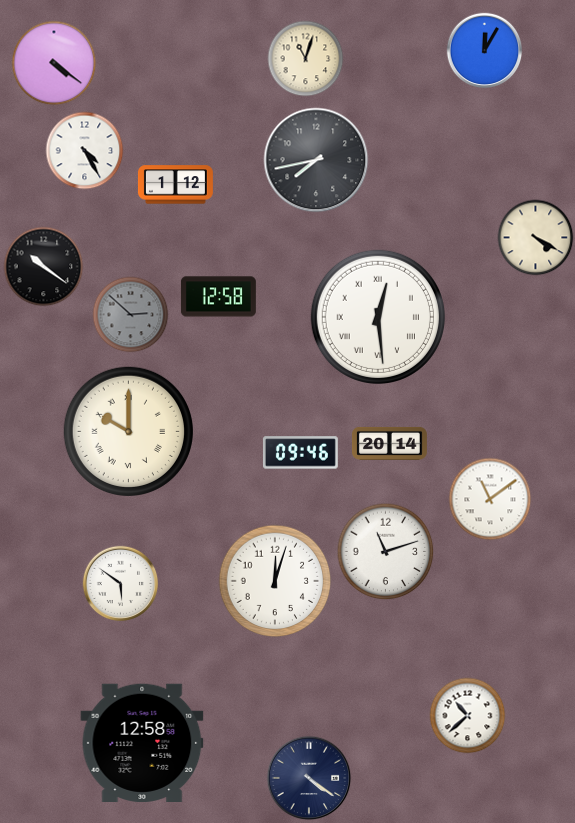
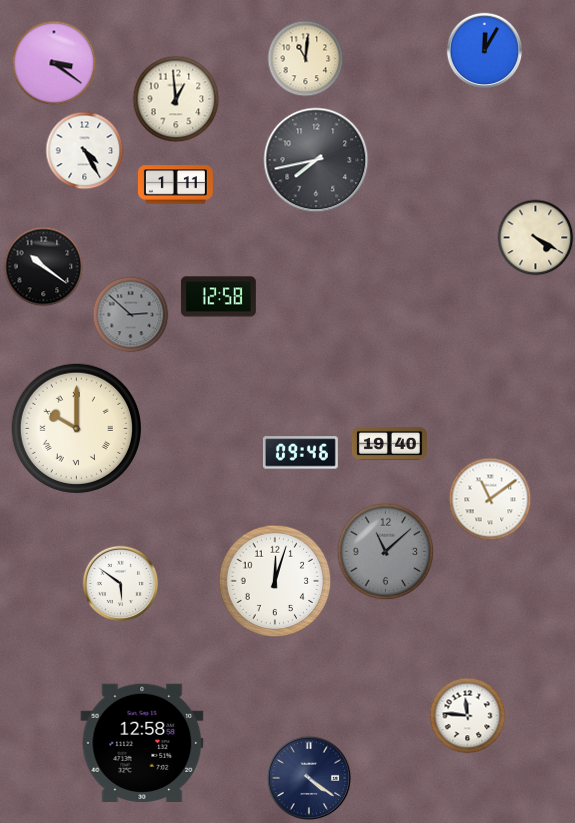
clock at (306, 59): 11:03 -> 11:01
clock at (54, 63): 4:21 -> 3:21
clock at (176, 99): none -> 12:59
clock at (175, 185): 1:12 -> 1:11
clock at (378, 317): 12:29 -> none
clock at (128, 431) position: (128, 431) -> (76, 428)
clock at (389, 443): 20:14 -> 19:40
clock at (386, 552): 11:12 -> 11:08
clock at (386, 552) dial: white -> grey
clock at (468, 716): 10:38 -> 11:46
